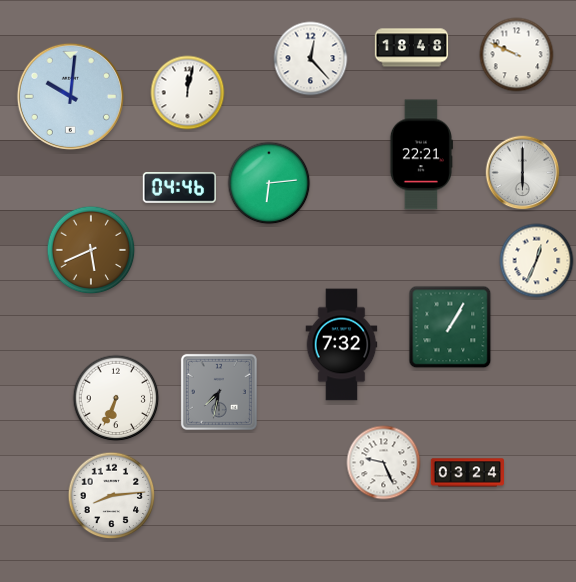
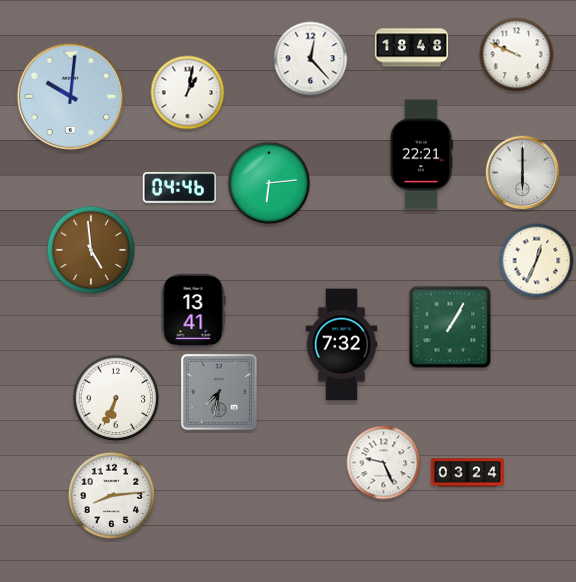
clock at (188, 93): 12:02 -> 1:02
clock at (91, 250): 5:41 -> 4:59
clock at (193, 310): none -> 13:41
